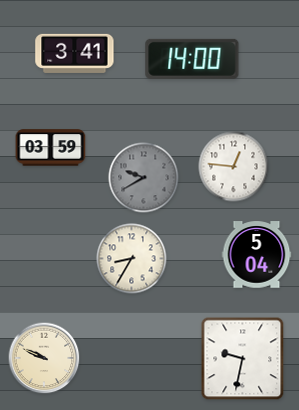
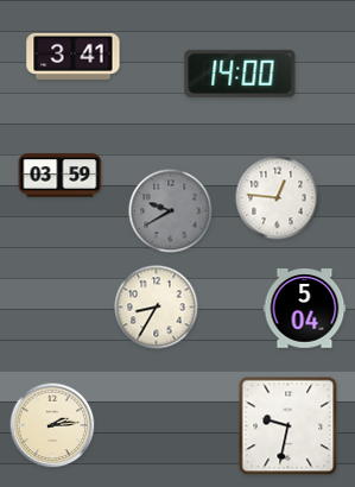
clock at (75, 53) position: (75, 53) -> (74, 56)
clock at (192, 59) position: (192, 59) -> (240, 74)
clock at (257, 255) position: (257, 255) -> (305, 309)
clock at (44, 358): 9:49 -> 2:14
